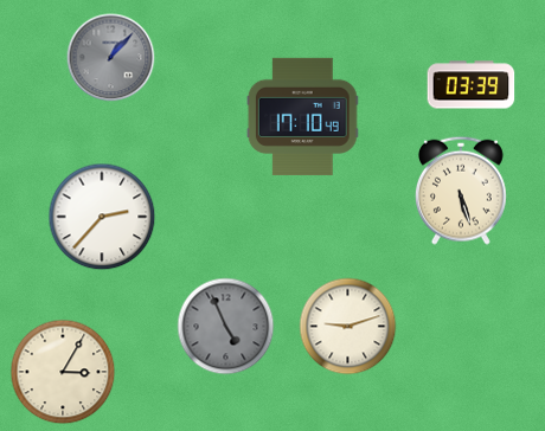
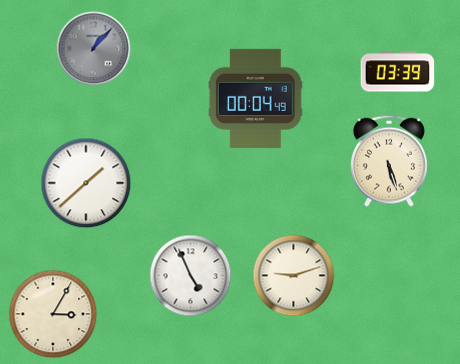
clock at (302, 116): 17:10 -> 00:04
clock at (102, 217): 2:37 -> 1:38
clock at (226, 327) dial: grey -> white
